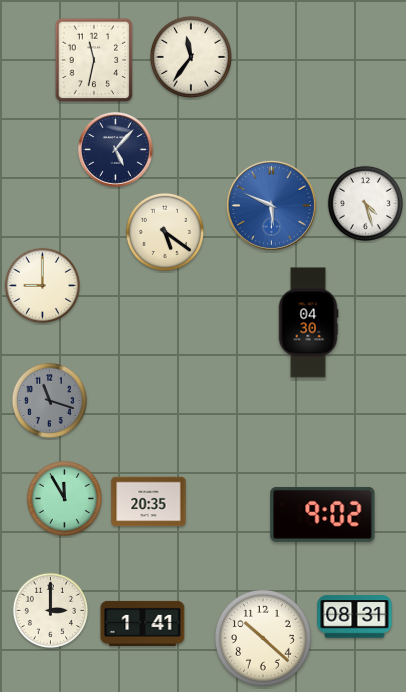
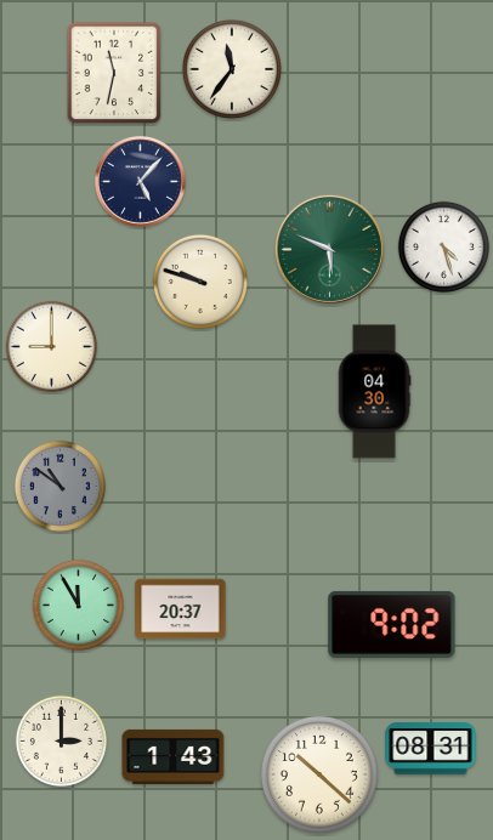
clock at (271, 205) dial: blue -> green
clock at (165, 232): 5:21 -> 9:48
clock at (49, 400): 11:18 -> 10:51
clock at (149, 502): 20:35 -> 20:37
clock at (143, 623): 1:41 -> 1:43
